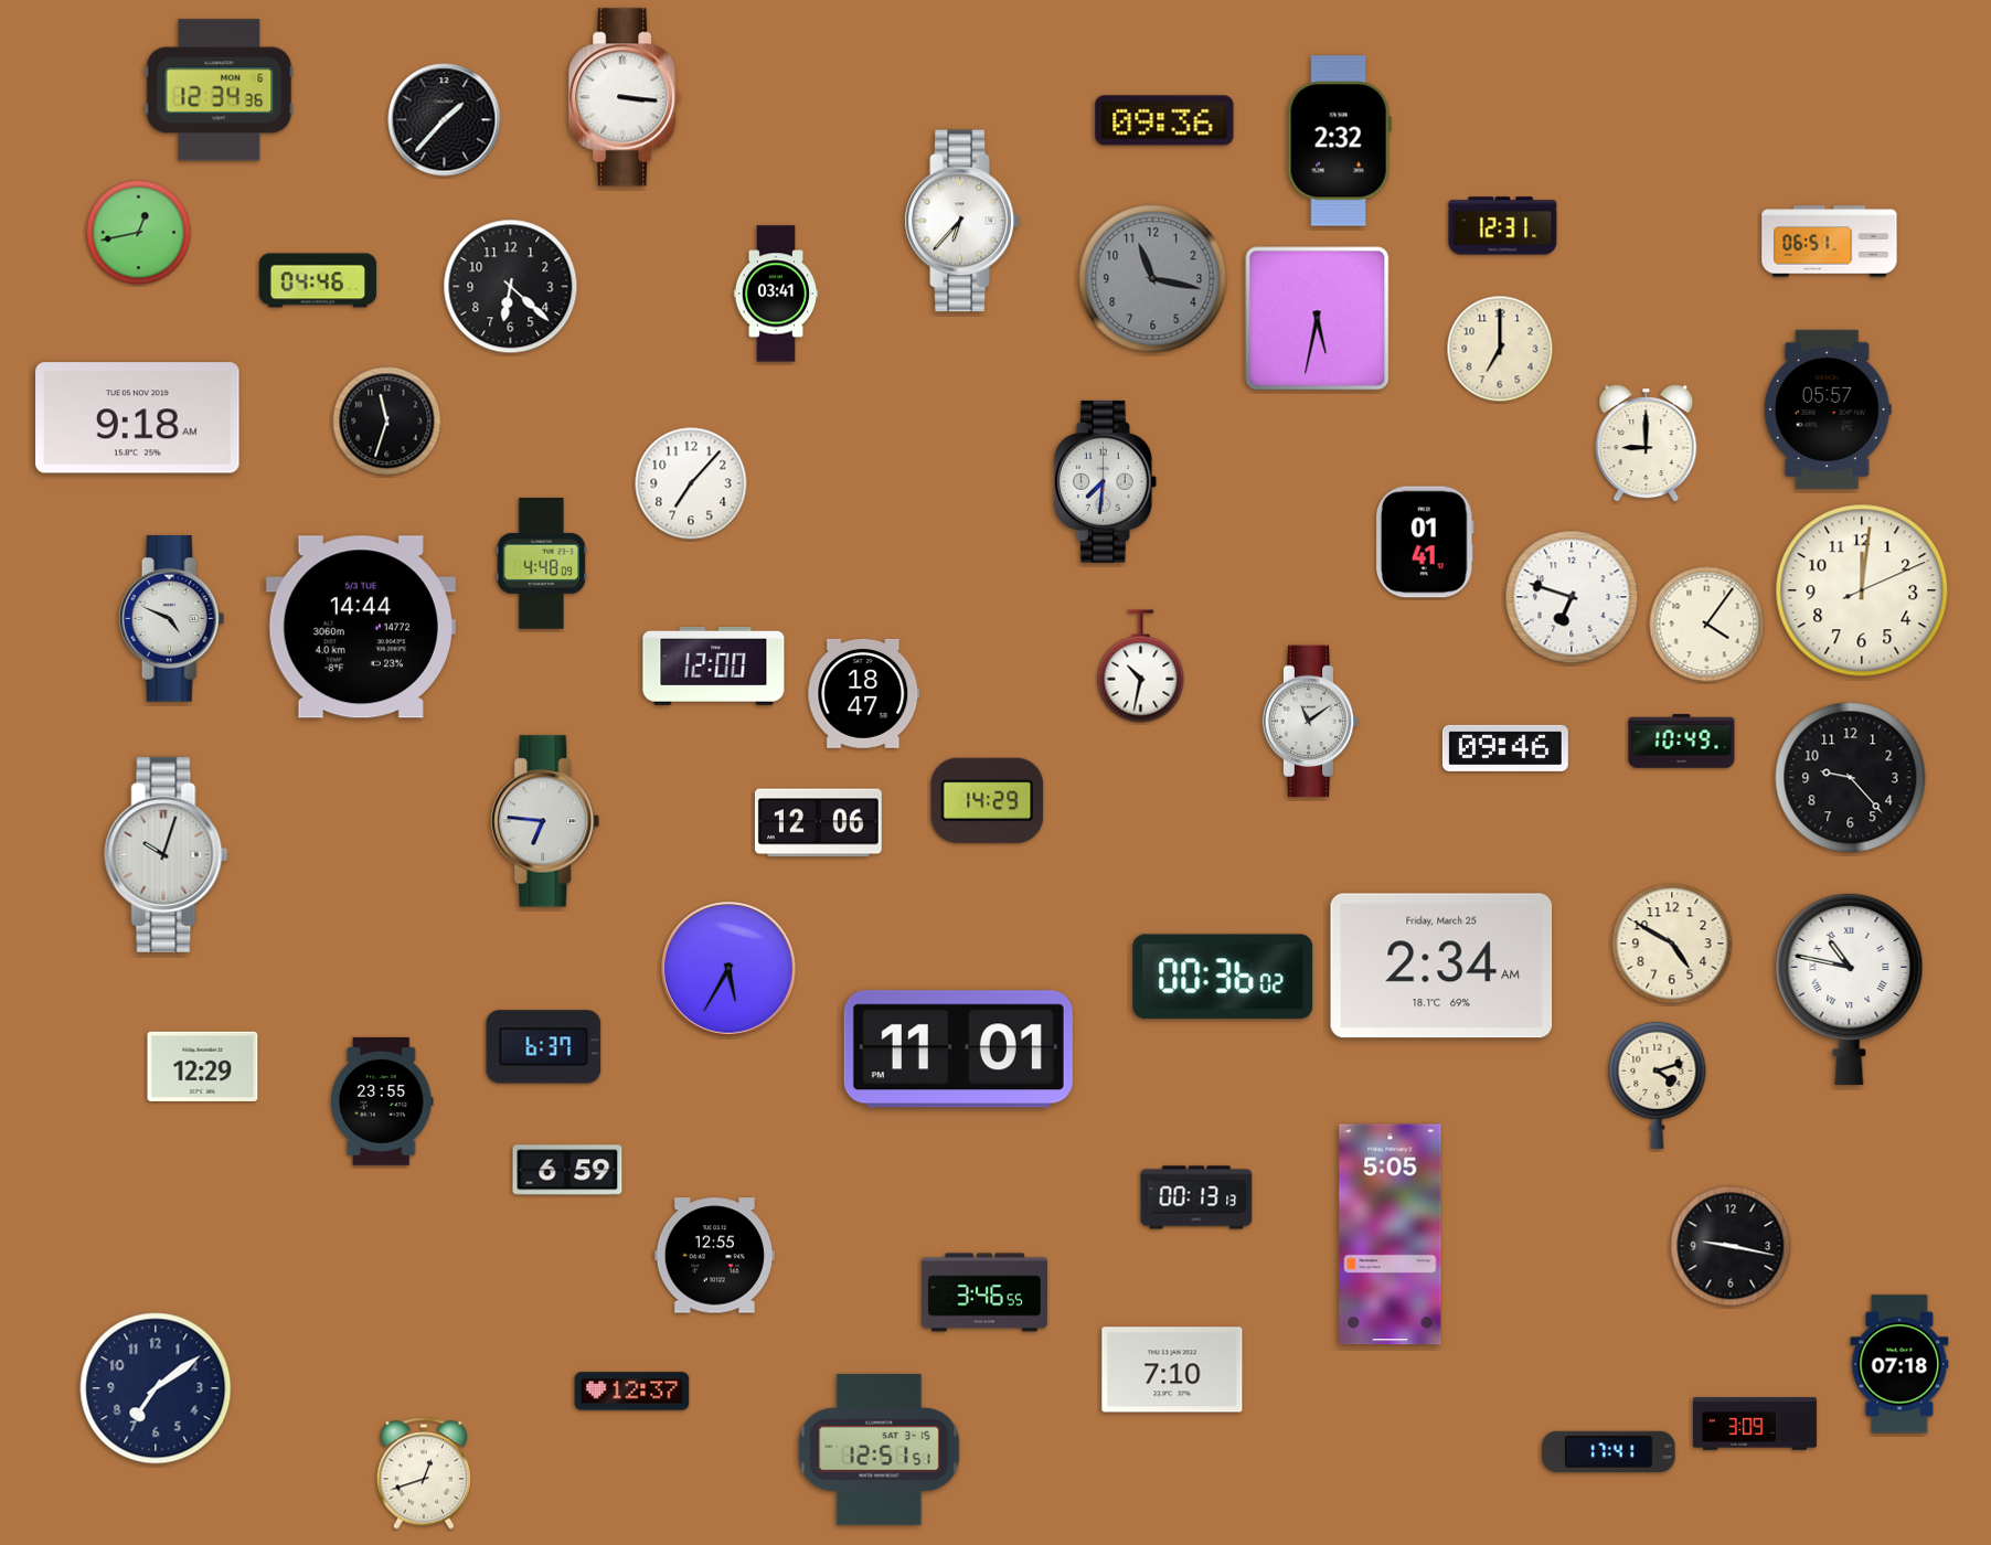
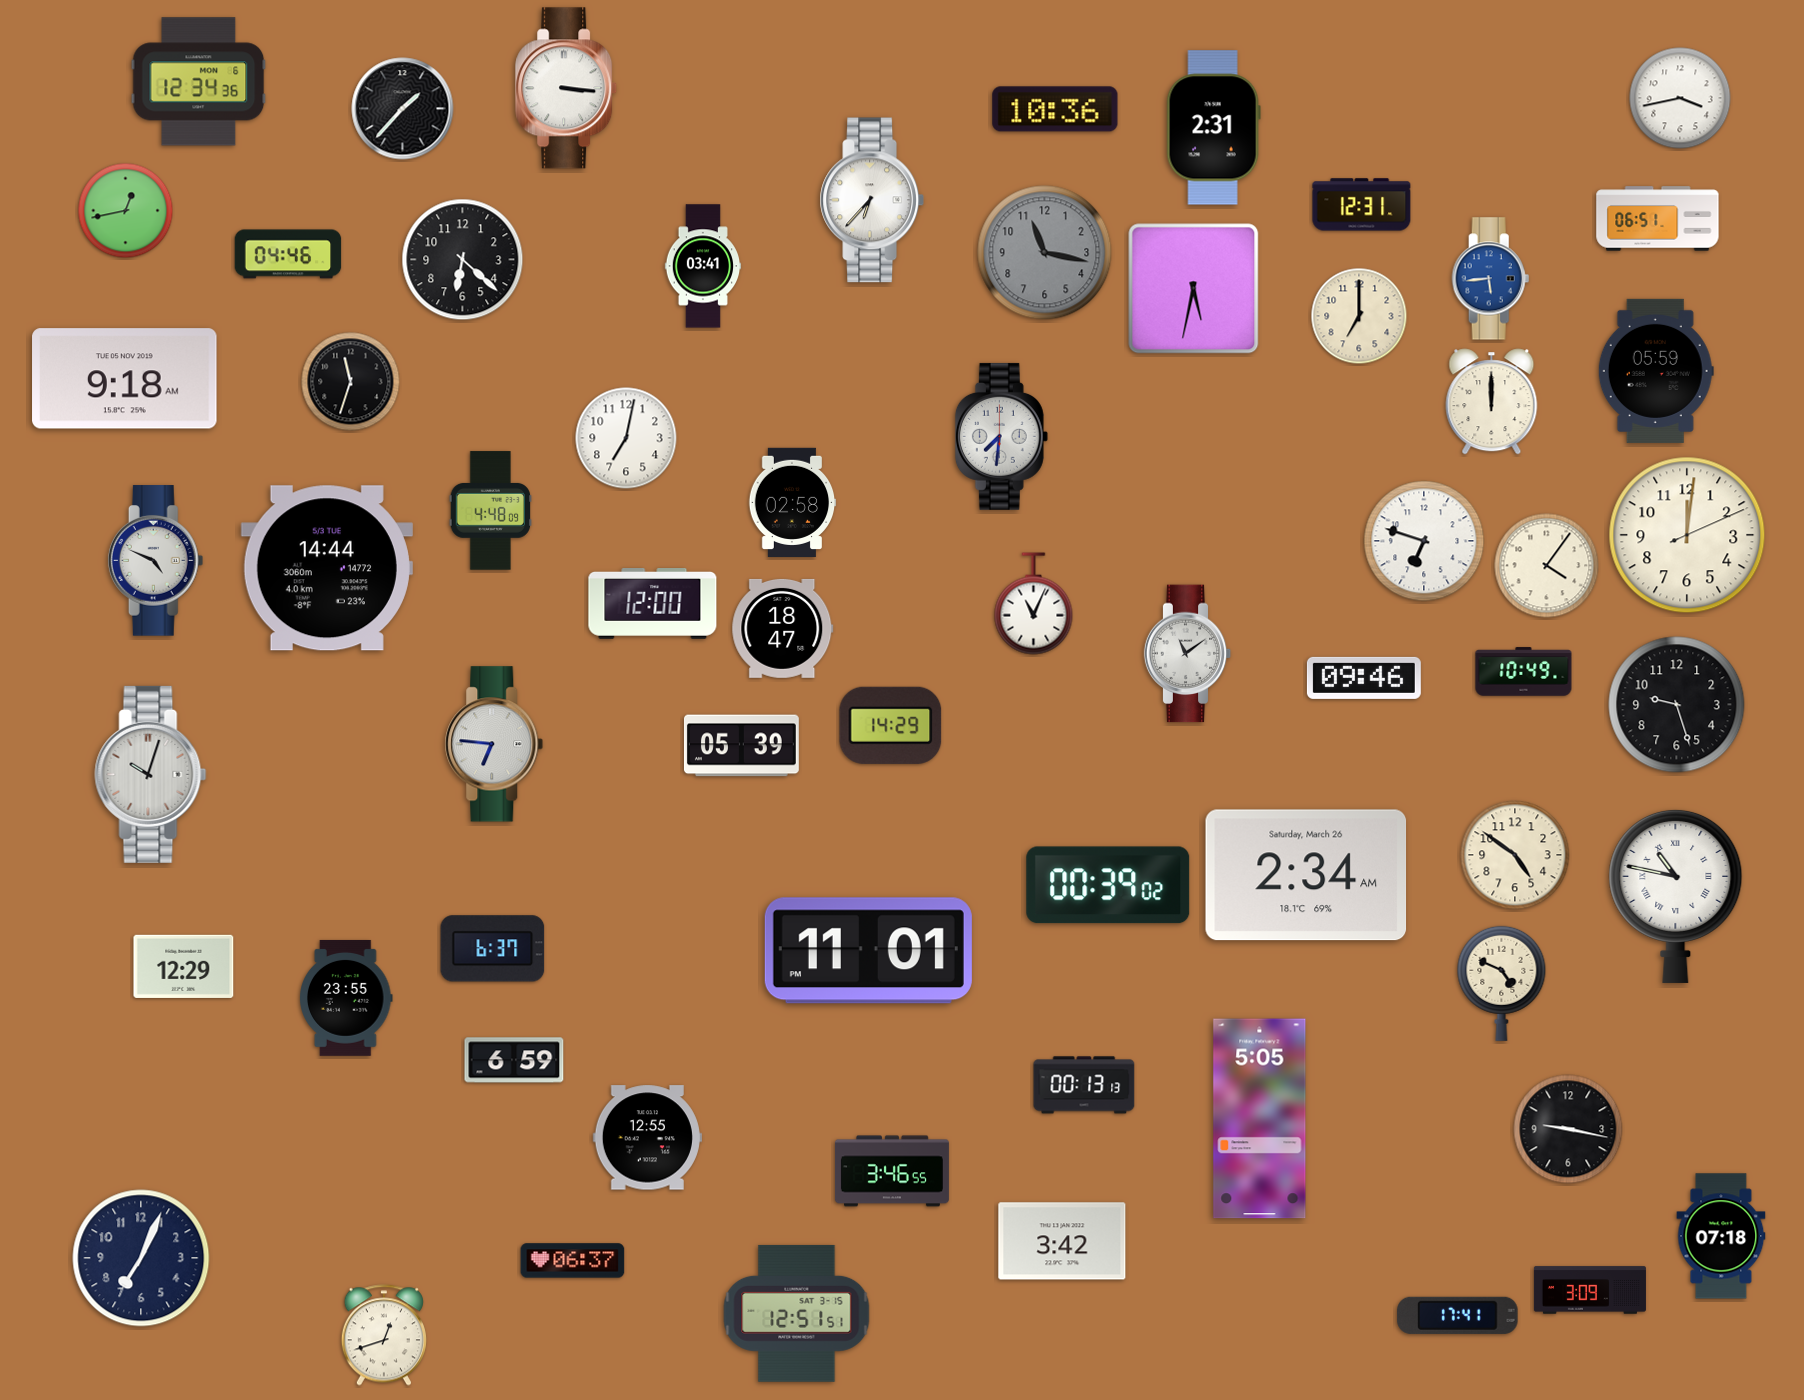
clock at (1680, 98): none -> 3:43
clock at (1164, 120): 09:36 -> 10:36
clock at (1339, 141): 2:32 -> 2:31
clock at (1491, 279): none -> 5:44
clock at (1828, 409): 05:57 -> 05:59
clock at (1647, 444): 9:00 -> 12:00
clock at (691, 483): 7:07 -> 7:02
clock at (1425, 542): 01:41 -> none
clock at (792, 502): none -> 02:58
clock at (714, 667) position: (714, 667) -> (653, 604)
clock at (1141, 667): 10:32 -> 11:04
clock at (1851, 778): 9:23 -> 9:27
clock at (988, 800) position: (988, 800) -> (891, 725)
clock at (818, 823): 12:06 -> 05:39
clock at (1672, 944): 4:50 -> 4:51
clock at (1441, 966) date: Friday, March 25 -> Saturday, March 26
clock at (730, 970): 5:35 -> none
clock at (1223, 977): 00:36 -> 00:39
clock at (1658, 1085): 4:12 -> 4:49
clock at (1172, 1370): 7:10 -> 3:42
clock at (156, 1388): 7:09 -> 7:04
clock at (632, 1392): 12:37 -> 06:37
